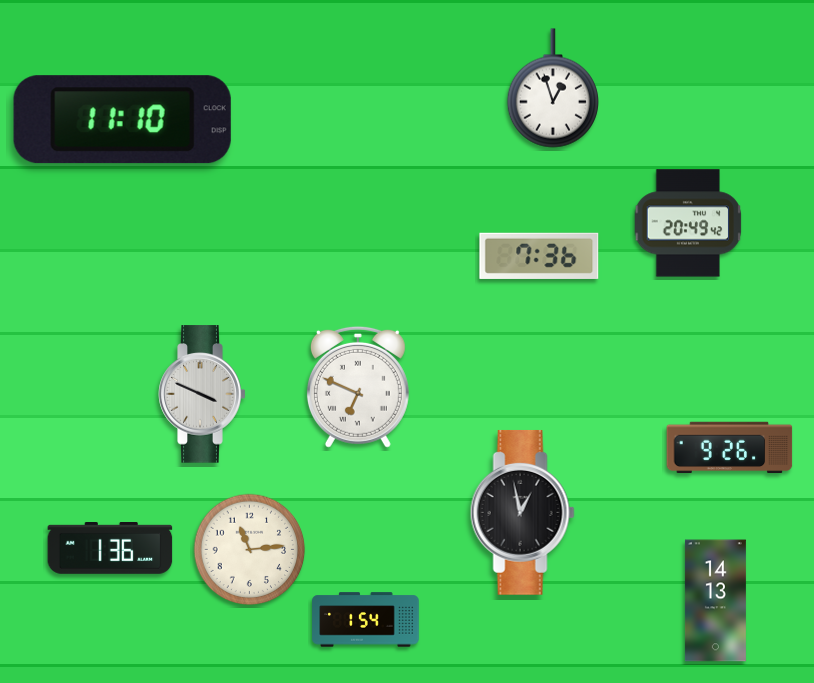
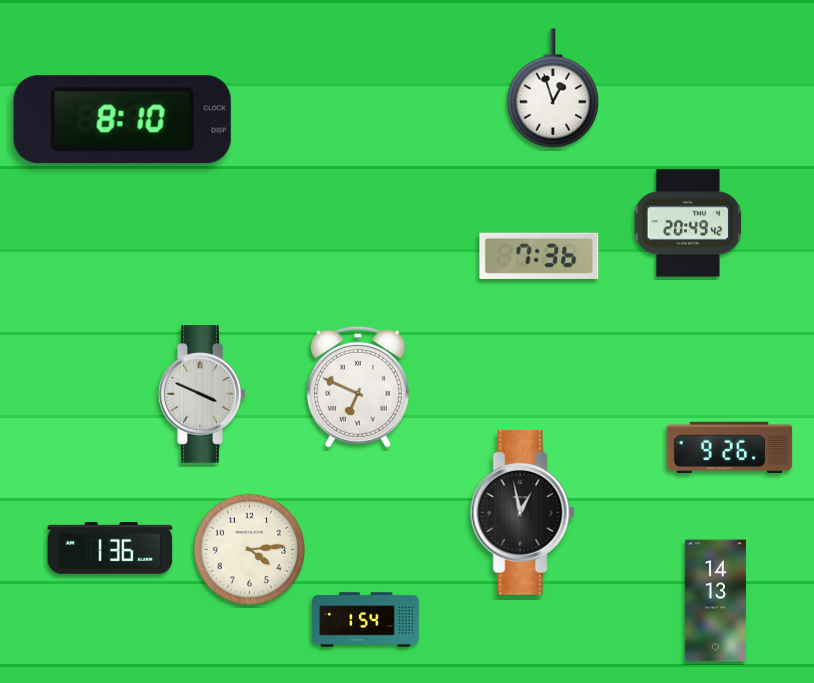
clock at (122, 120): 11:10 -> 8:10
clock at (250, 550): 11:14 -> 4:14
